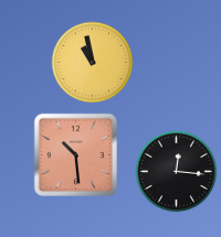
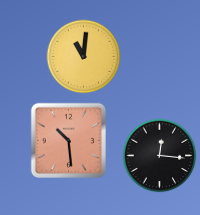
clock at (93, 63): 10:58 -> 11:01
